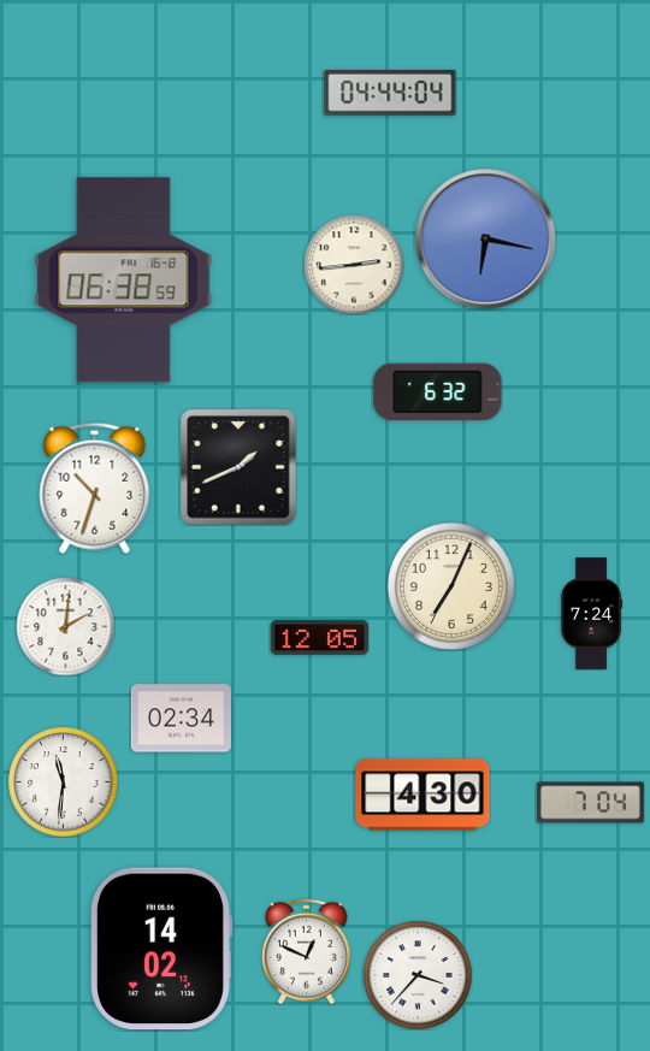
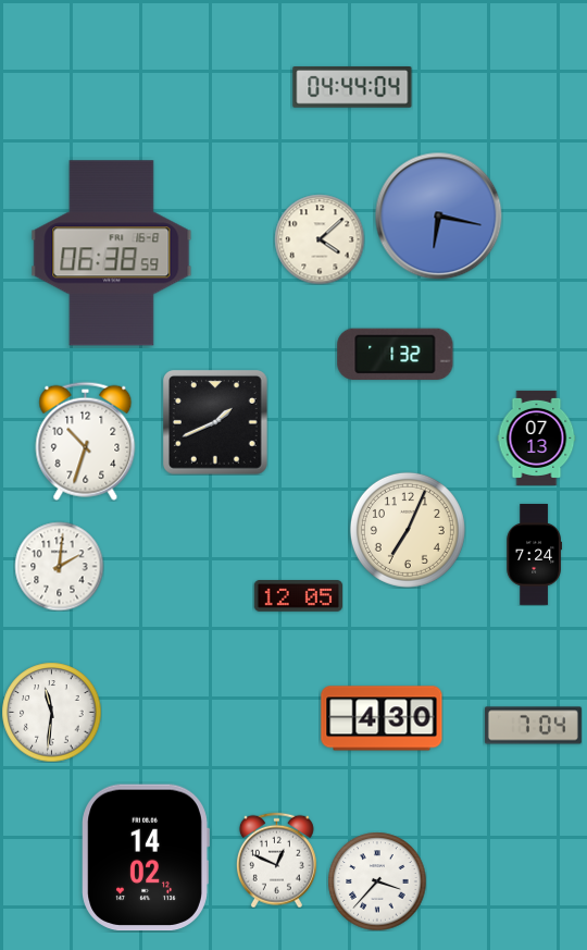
clock at (390, 94) position: (390, 94) -> (352, 88)
clock at (354, 265): 2:44 -> 4:08
clock at (438, 391): 6:32 -> 1:32
clock at (537, 437): none -> 07:13
clock at (319, 638) position: (319, 638) -> (298, 596)
clock at (181, 719): 02:34 -> none
clock at (63, 781) position: (63, 781) -> (51, 712)
